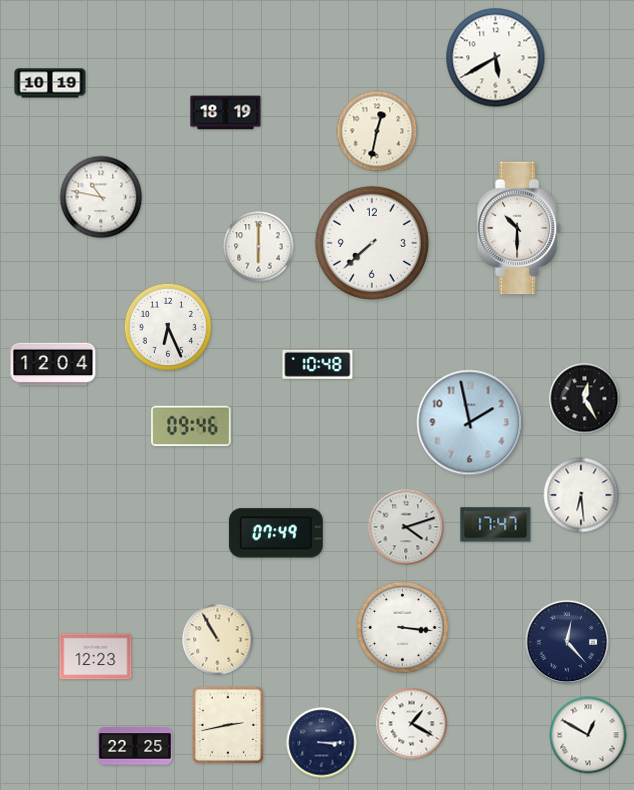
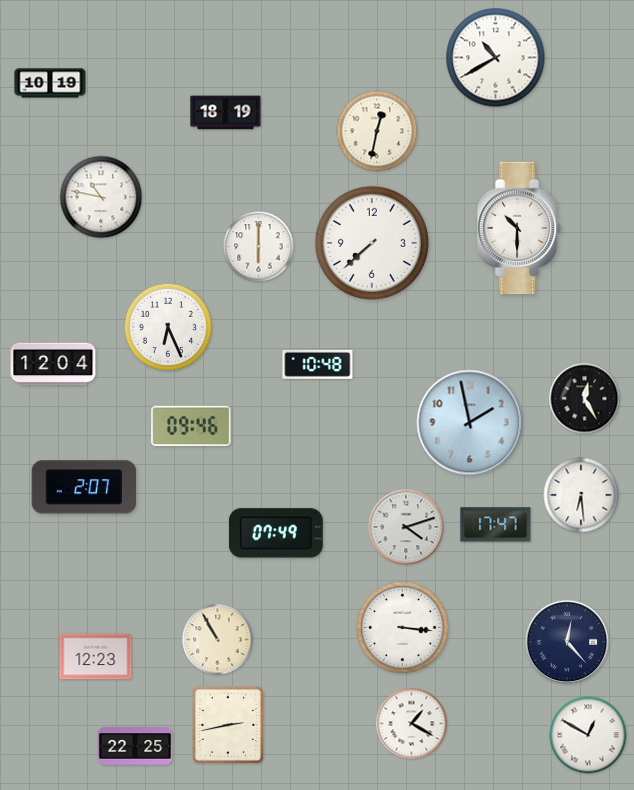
clock at (496, 58): 5:40 -> 10:40
clock at (84, 487): none -> 2:07
clock at (322, 743): 3:15 -> none
